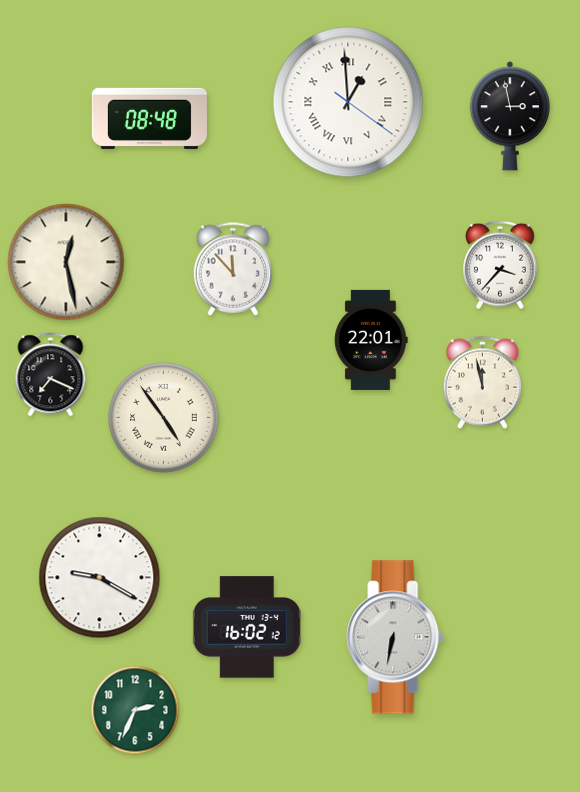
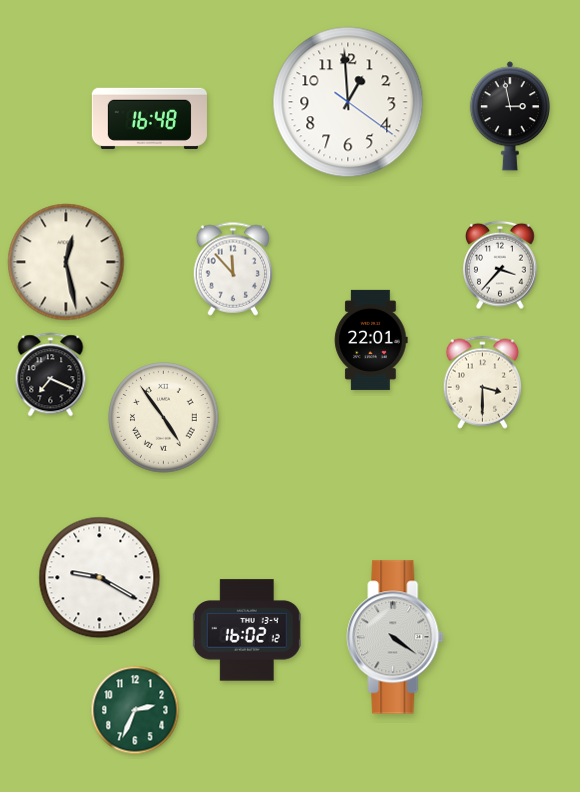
clock at (348, 102) numerals: Roman -> Arabic
clock at (149, 118): 08:48 -> 16:48
clock at (482, 382): 11:58 -> 3:30
clock at (247, 627) position: (247, 627) -> (247, 630)
clock at (395, 637): 6:32 -> 4:21
